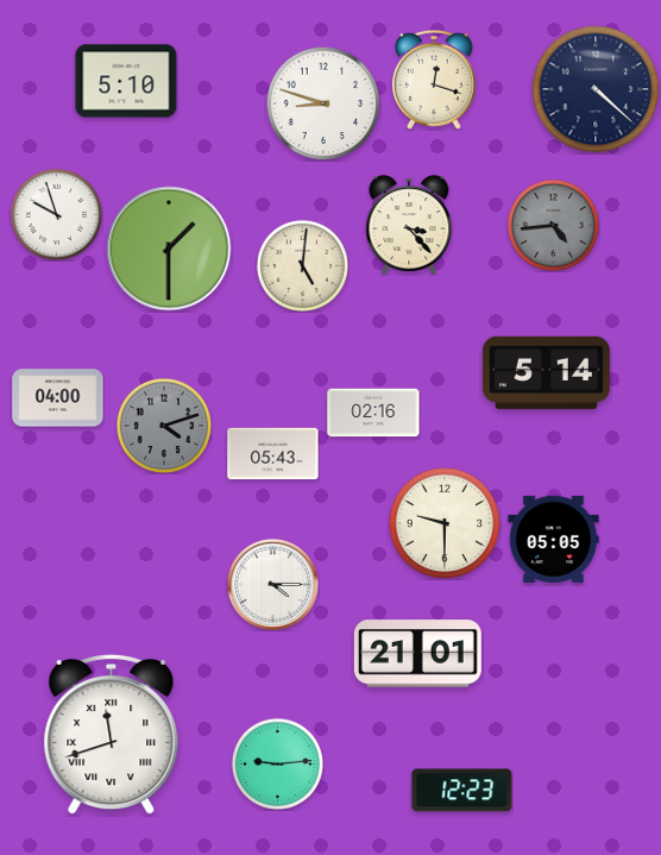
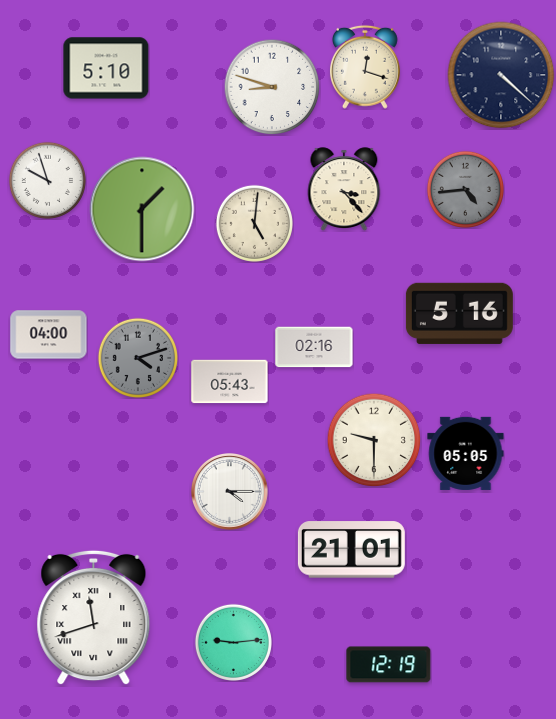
clock at (546, 372): 5:14 -> 5:16
clock at (462, 791): 12:23 -> 12:19
